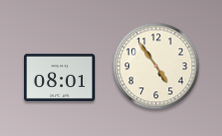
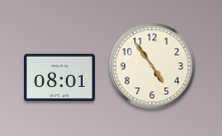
clock at (156, 66) position: (156, 66) -> (152, 66)
